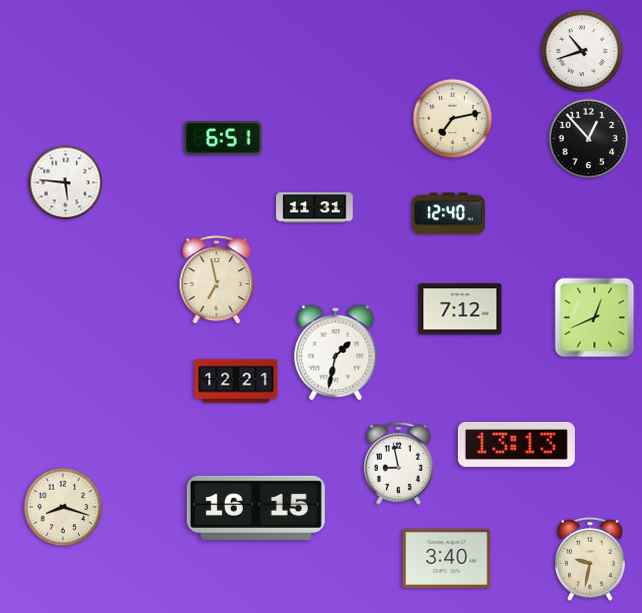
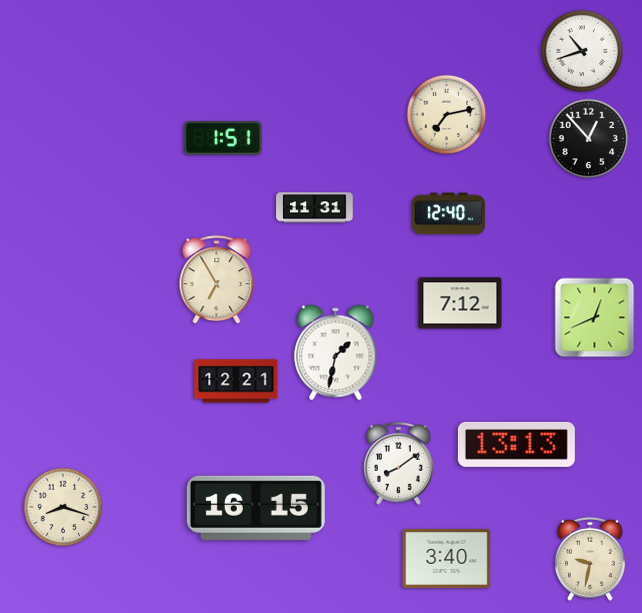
clock at (453, 119) position: (453, 119) -> (447, 115)
clock at (223, 138): 6:51 -> 1:51
clock at (66, 183): 5:46 -> none
clock at (217, 280): 6:58 -> 6:55
clock at (460, 309) position: (460, 309) -> (460, 303)
clock at (399, 463): 8:58 -> 8:09
